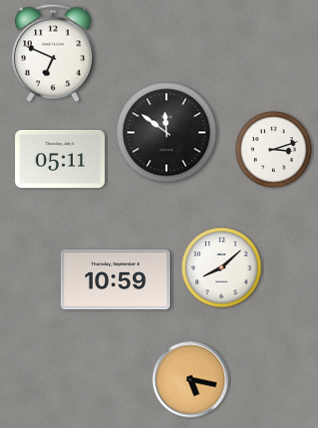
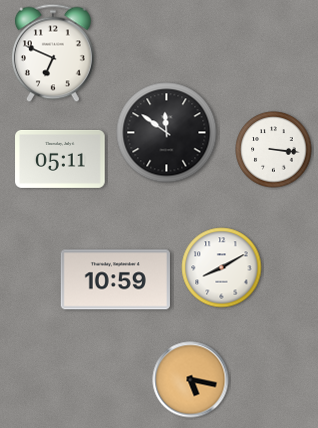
clock at (274, 150): 3:12 -> 3:16
clock at (222, 268): 8:08 -> 8:10
